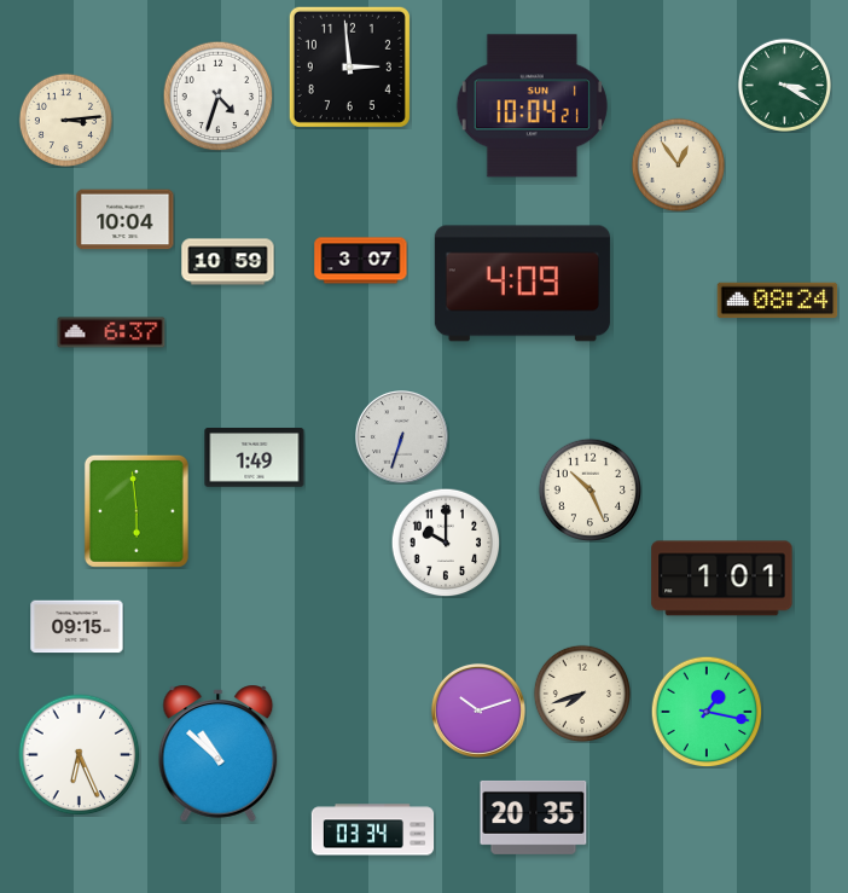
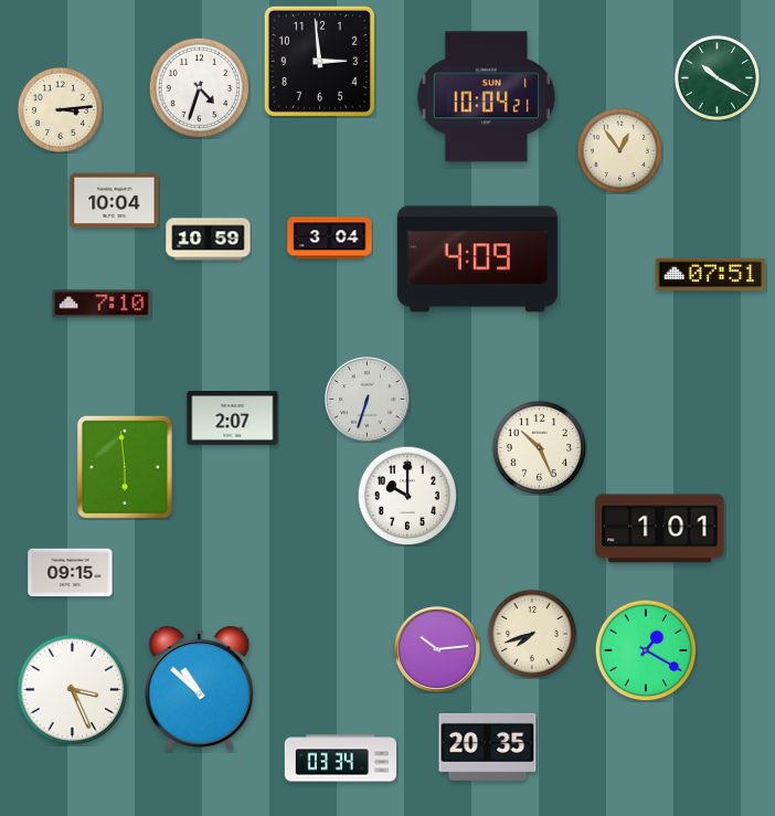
clock at (784, 85): 3:20 -> 10:20
clock at (361, 261): 3:07 -> 3:04
clock at (778, 301): 08:24 -> 07:51
clock at (111, 332): 6:37 -> 7:10
clock at (255, 458): 1:49 -> 2:07
clock at (478, 711): 10:12 -> 10:14
clock at (707, 712): 1:17 -> 1:20
clock at (80, 755): 6:26 -> 3:26
